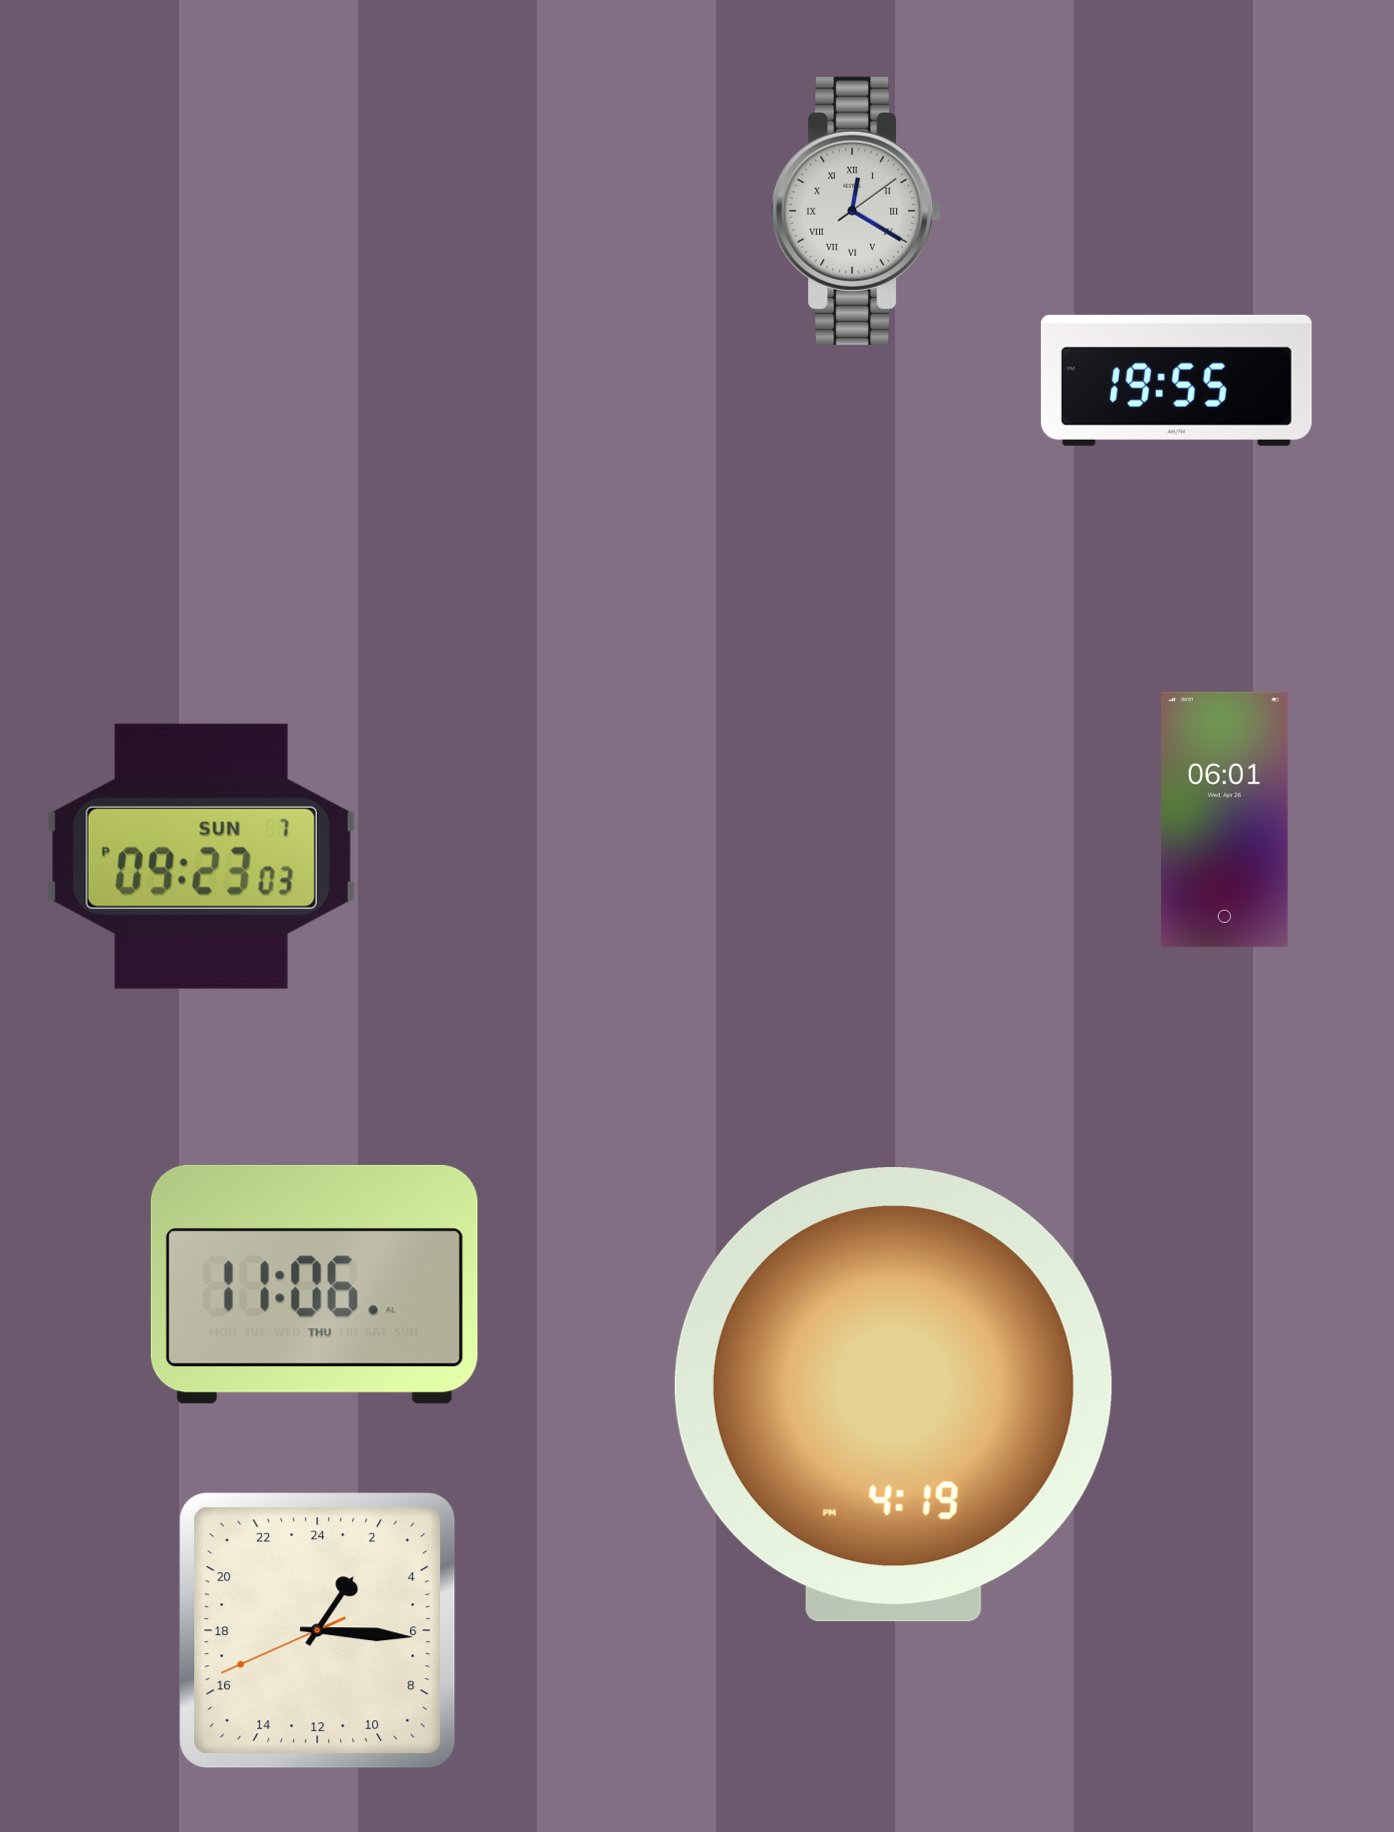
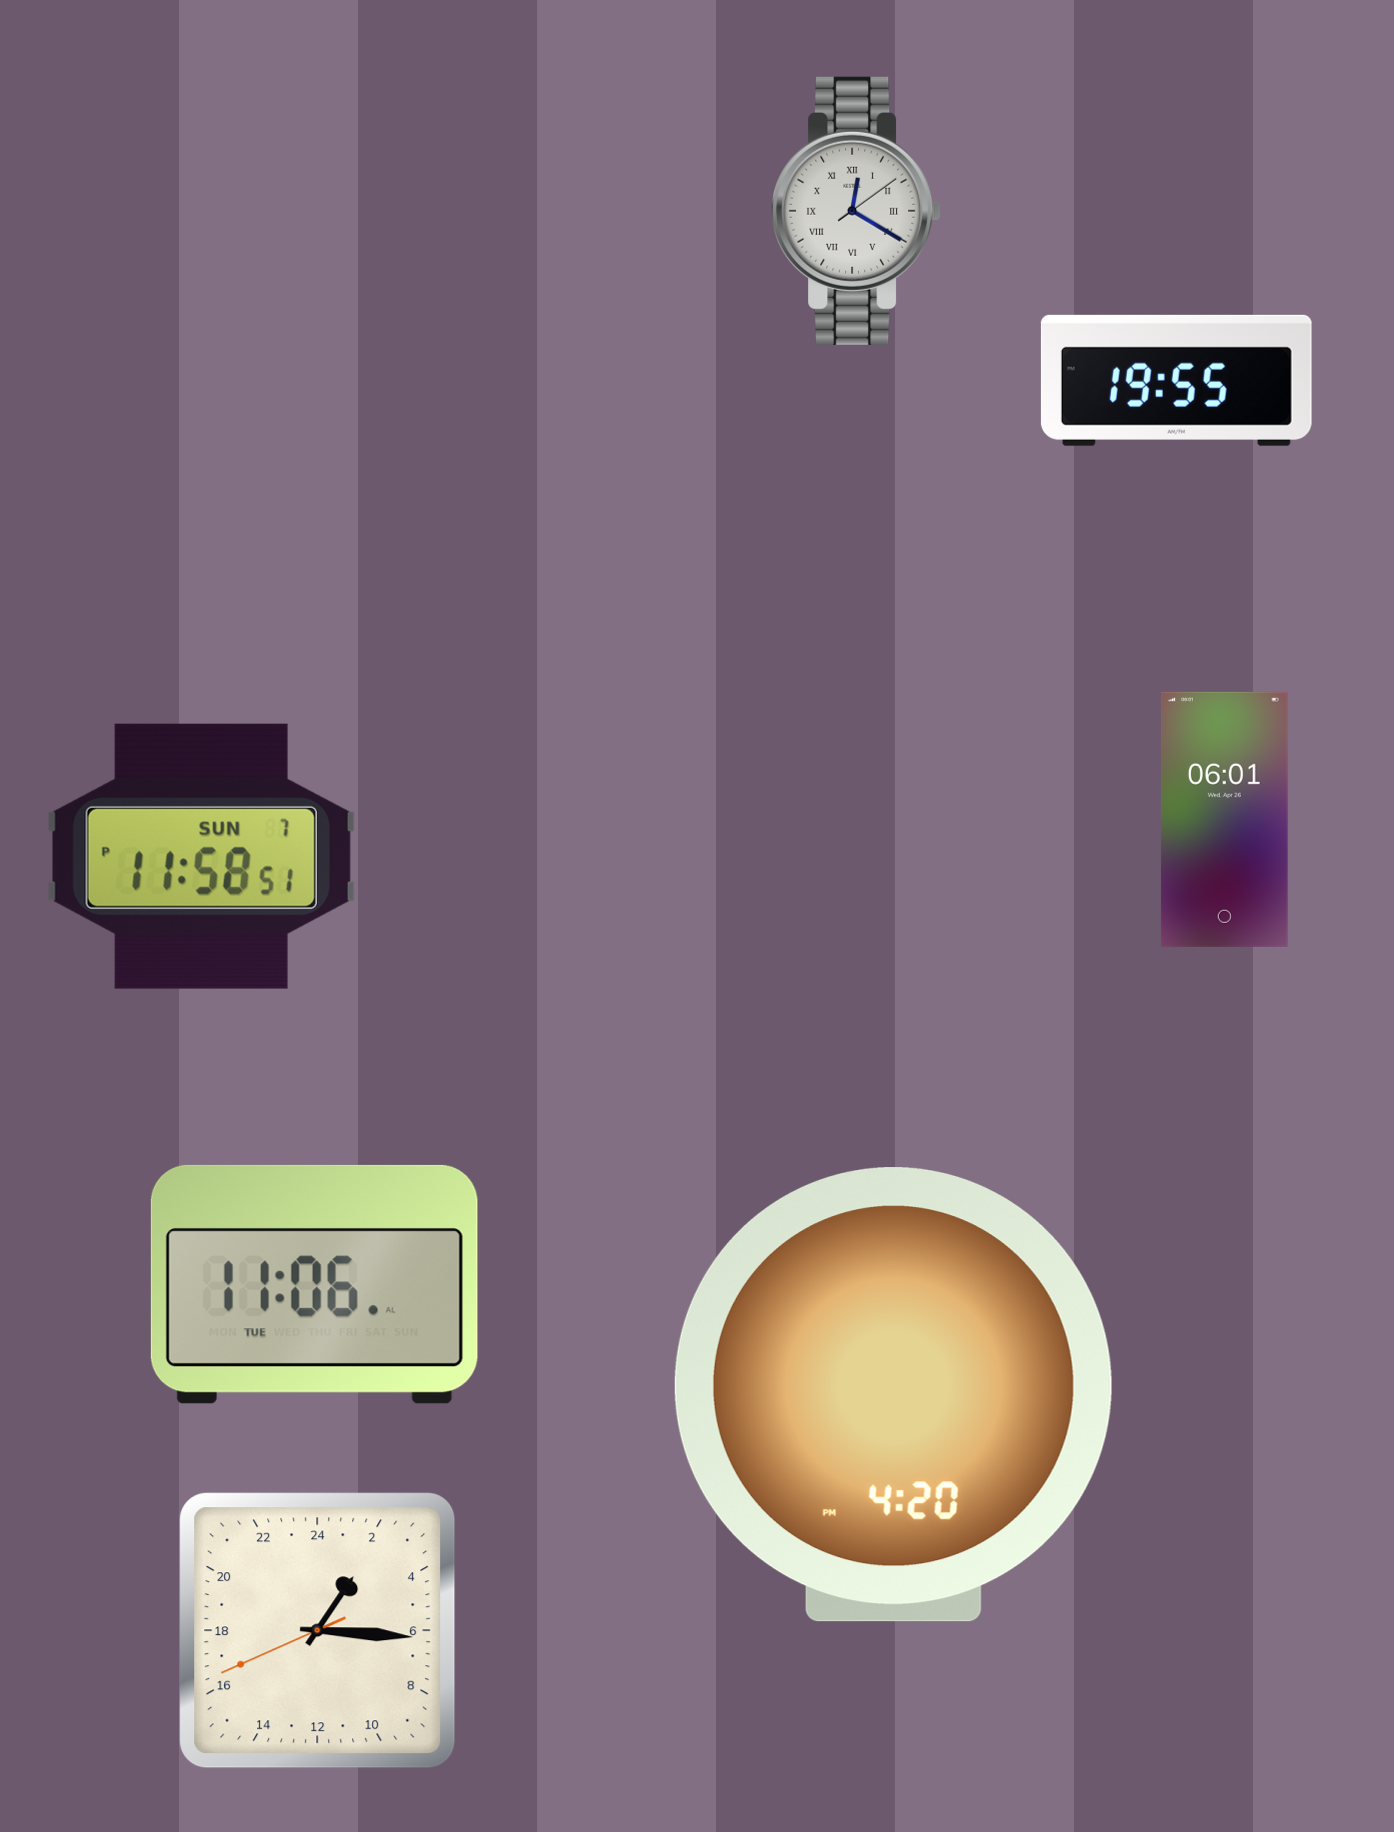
clock at (201, 856): 09:23 -> 11:58
clock at (314, 1284) date: THU -> TUE
clock at (893, 1395): 4:19 -> 4:20
